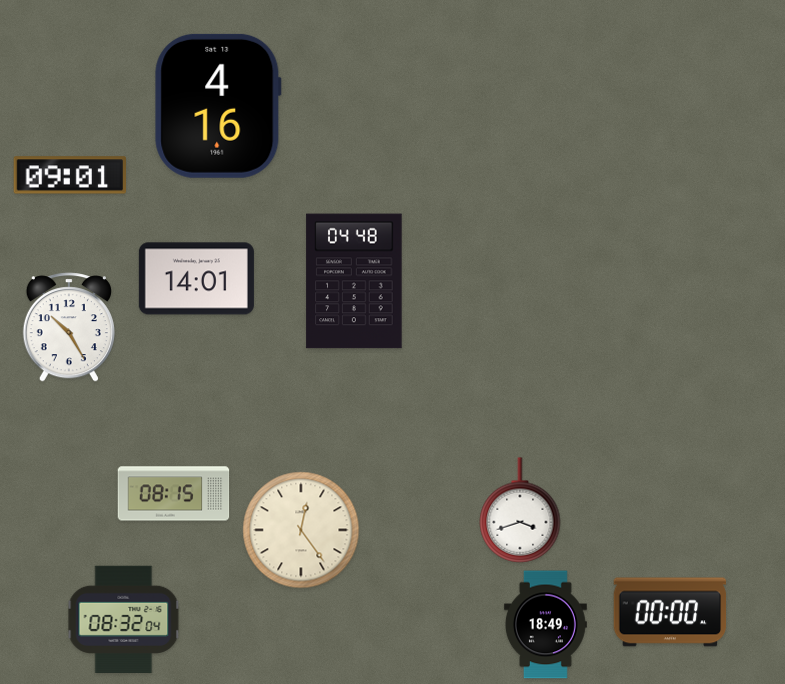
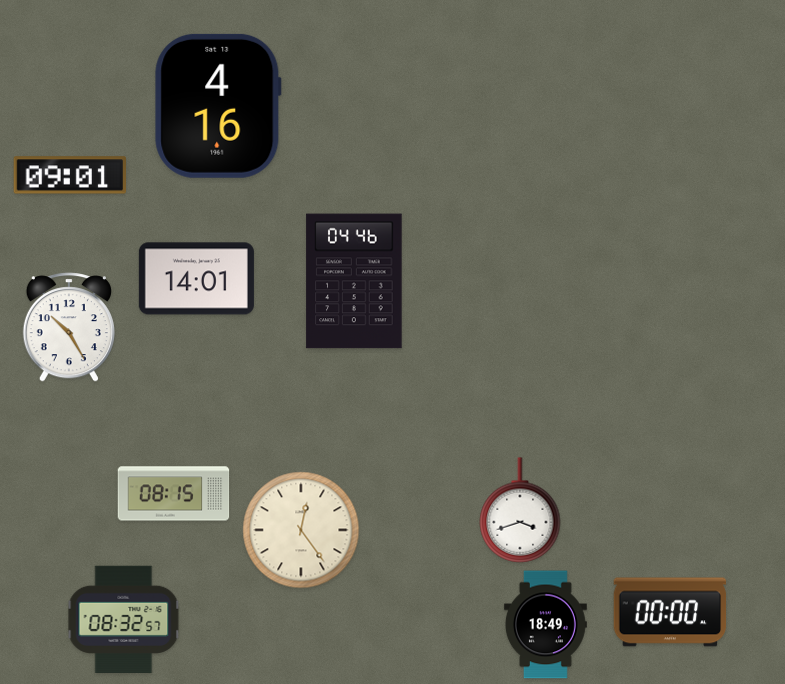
clock at (354, 281): 04:48 -> 04:46
clock at (124, 619): 08:32:04 -> 08:32:57
